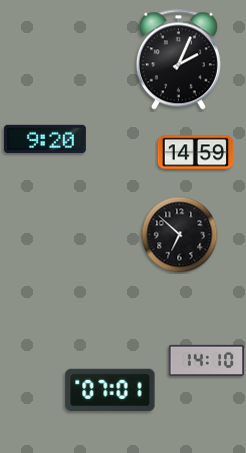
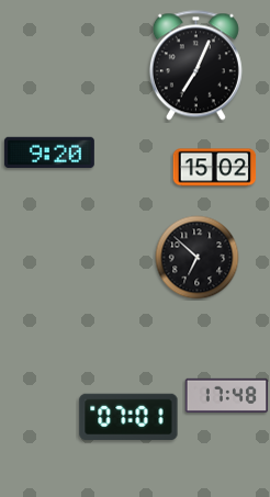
clock at (178, 60): 2:04 -> 7:04
clock at (196, 153): 14:59 -> 15:02
clock at (207, 360): 14:10 -> 17:48
clock at (110, 390) position: (110, 390) -> (128, 417)
